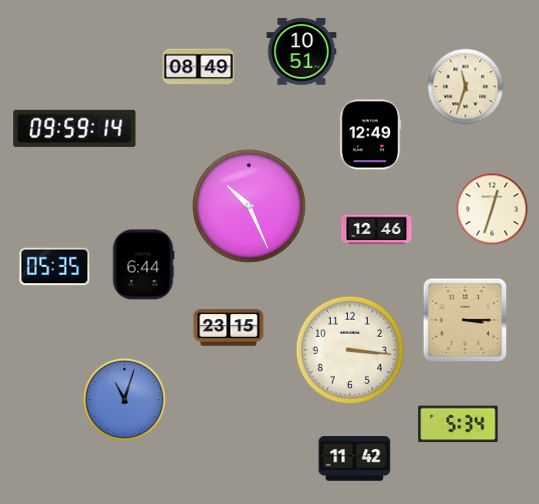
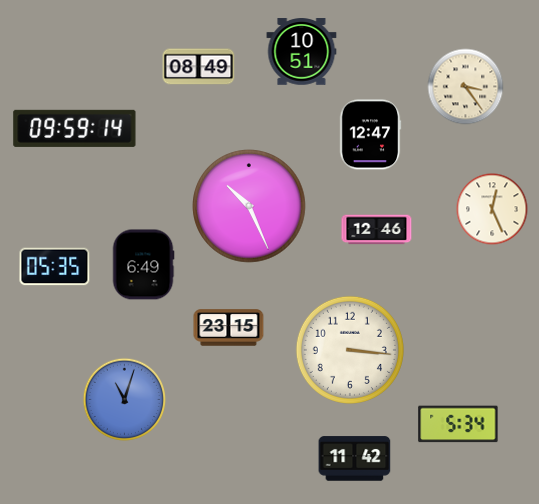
clock at (466, 87): 11:33 -> 3:24
clock at (370, 135): 12:49 -> 12:47
clock at (492, 209): 12:33 -> 12:26
clock at (143, 265): 6:44 -> 6:49
clock at (465, 320): 3:15 -> none
